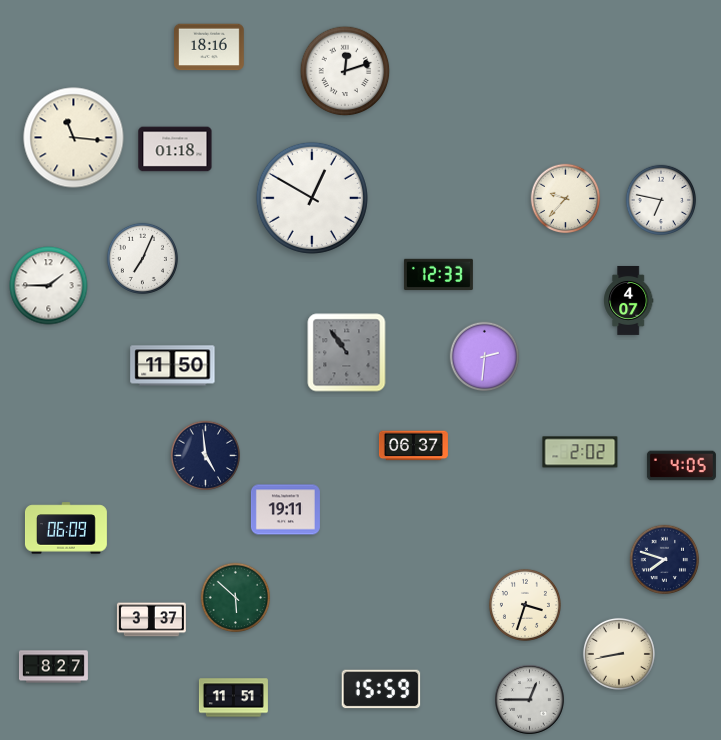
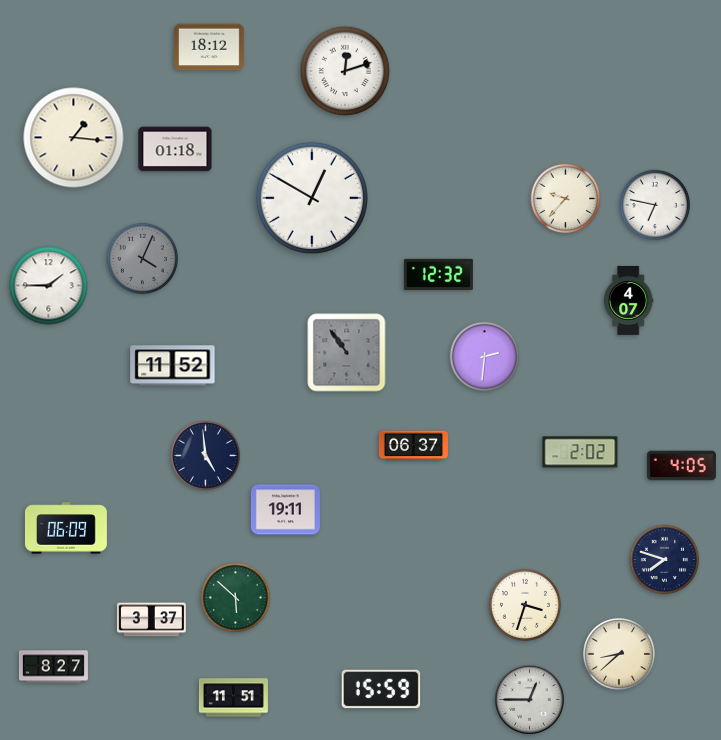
clock at (210, 47): 18:16 -> 18:12
clock at (74, 138): 11:16 -> 1:16
clock at (660, 199) position: (660, 199) -> (654, 204)
clock at (142, 258): 7:04 -> 4:04
clock at (142, 258) dial: white -> grey
clock at (438, 275): 12:33 -> 12:32
clock at (173, 366): 11:50 -> 11:52
clock at (619, 654): 8:43 -> 8:38
